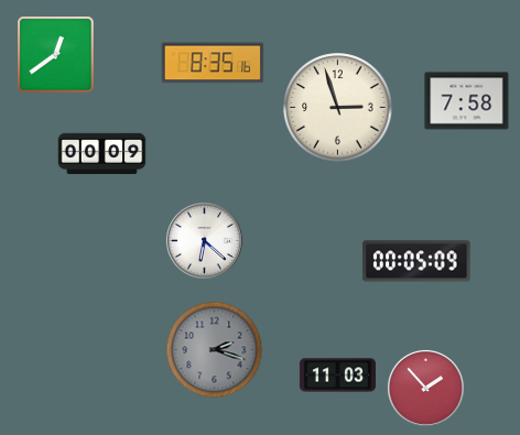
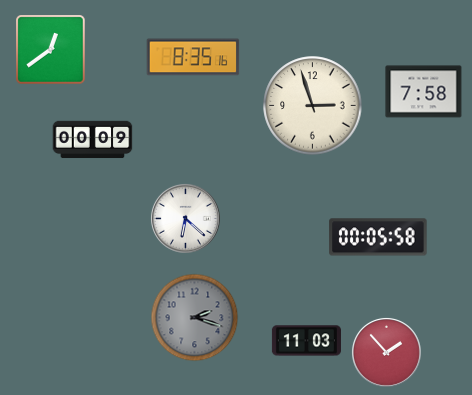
clock at (338, 108) position: (338, 108) -> (313, 106)
clock at (416, 261): 00:05:09 -> 00:05:58
